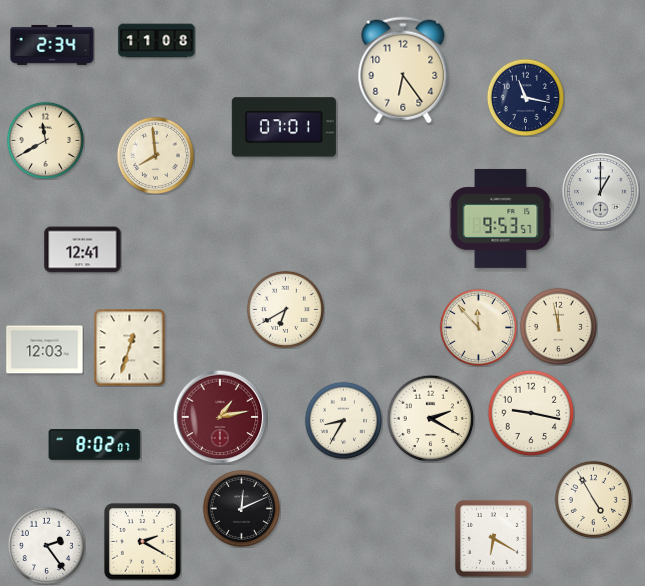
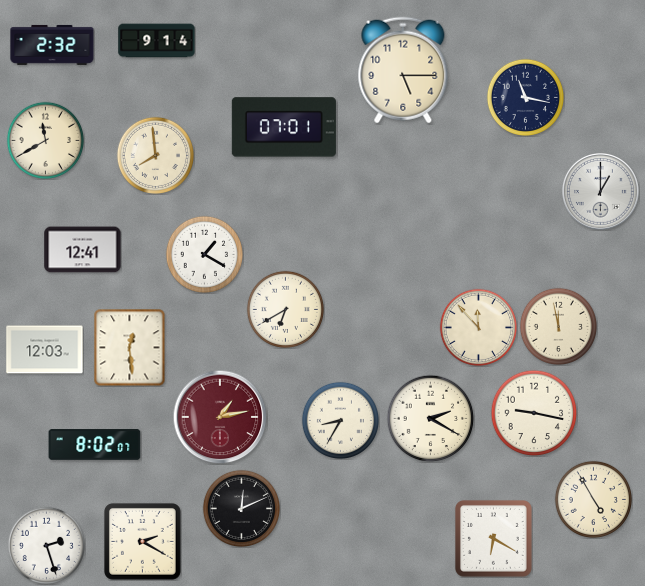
clock at (157, 41): 11:08 -> 9:14
clock at (52, 45): 2:34 -> 2:32
clock at (403, 70): 6:24 -> 5:15
clock at (501, 218): 9:53 -> none
clock at (204, 254): none -> 1:20
clock at (130, 347): 12:33 -> 12:29
clock at (531, 413) position: (531, 413) -> (534, 413)
clock at (343, 420) position: (343, 420) -> (340, 420)
clock at (46, 545): 2:24 -> 2:27
